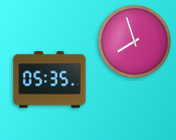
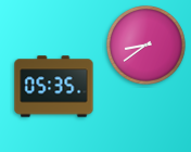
clock at (135, 42): 7:57 -> 8:39
